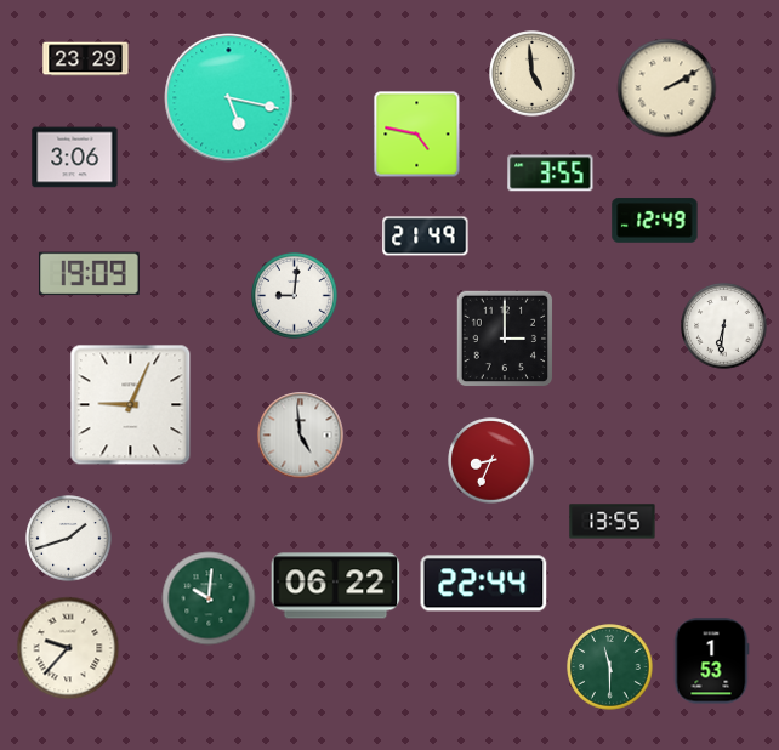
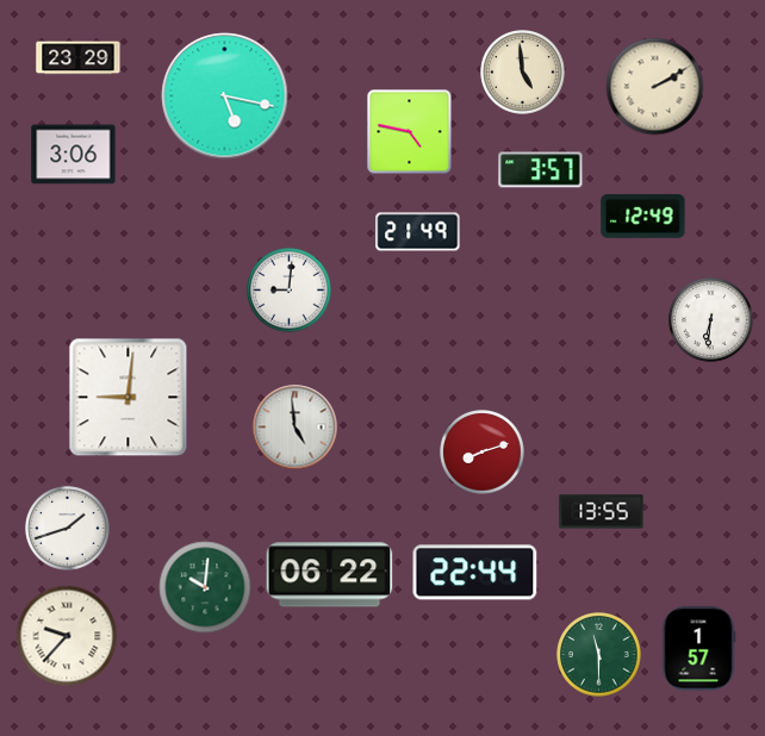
clock at (86, 59) position: (86, 59) -> (79, 58)
clock at (551, 174): 3:55 -> 3:57
clock at (90, 274): 19:09 -> none
clock at (505, 339): 3:00 -> none
clock at (131, 405): 9:04 -> 9:01
clock at (491, 461): 8:34 -> 8:12
clock at (711, 661): 1:53 -> 1:57
